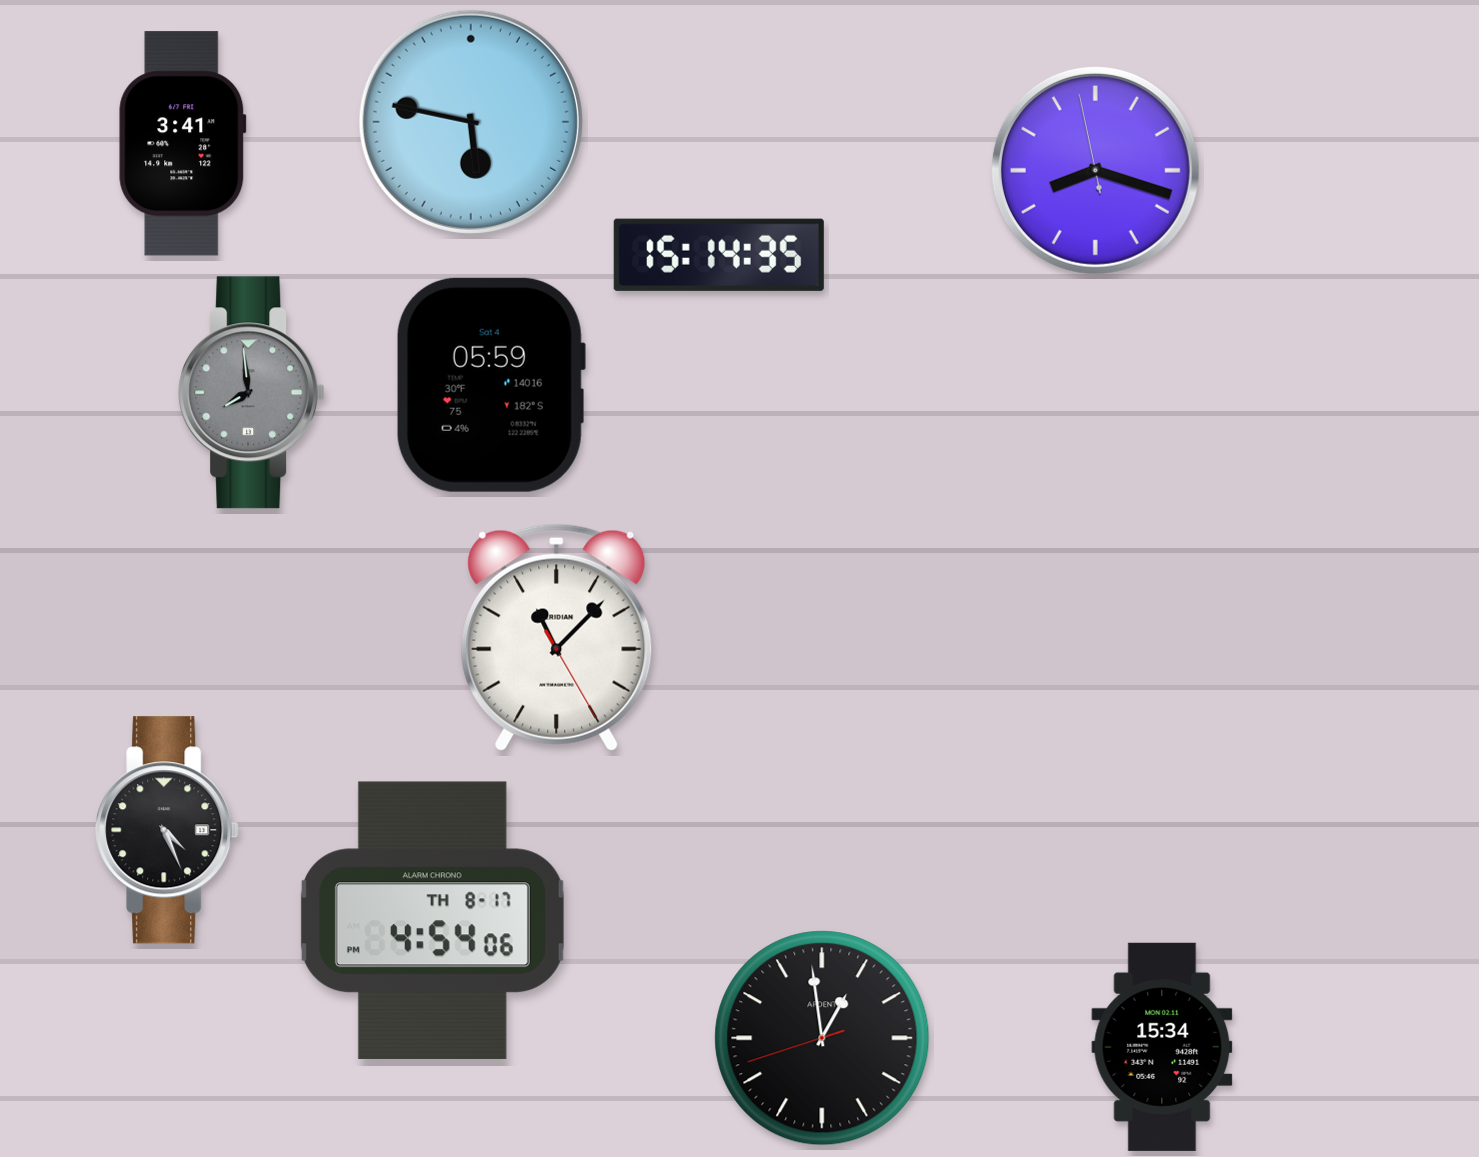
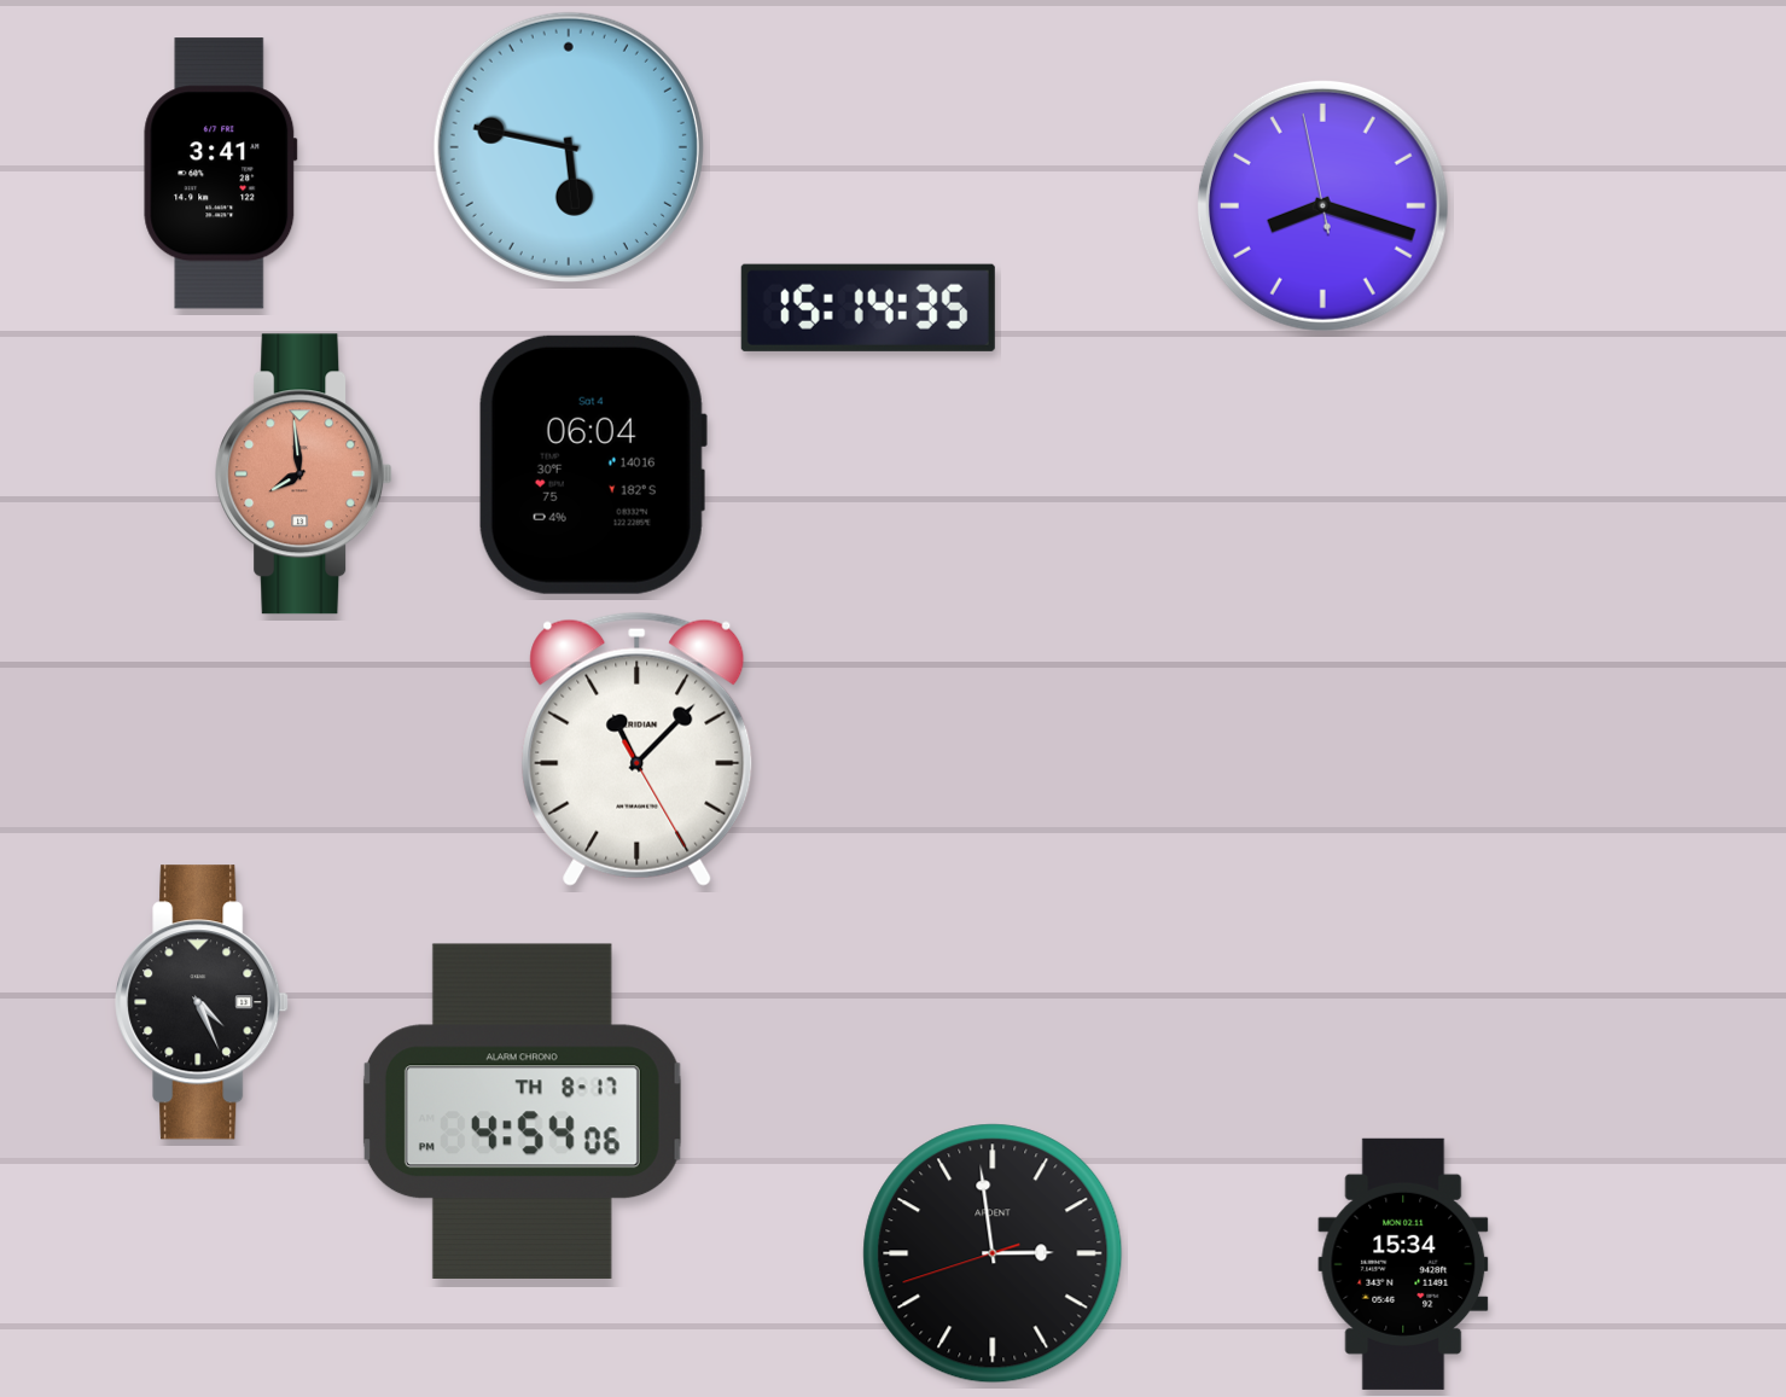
clock at (491, 385): 05:59 -> 06:04
clock at (252, 393) dial: grey -> salmon
clock at (557, 637) position: (557, 637) -> (638, 749)
clock at (822, 1038): 12:58 -> 2:58
